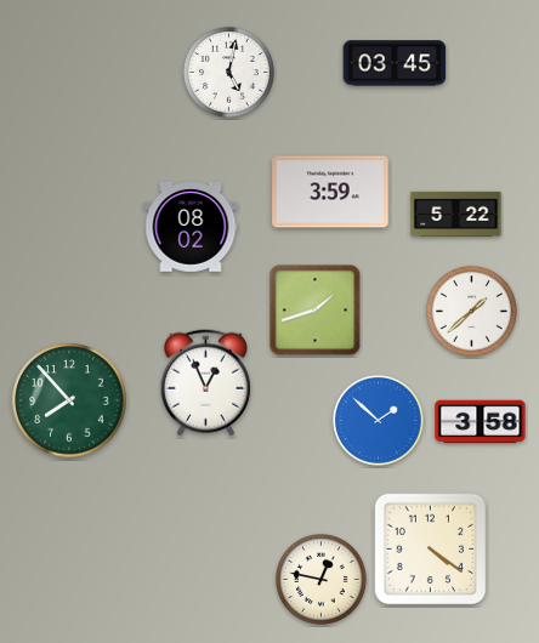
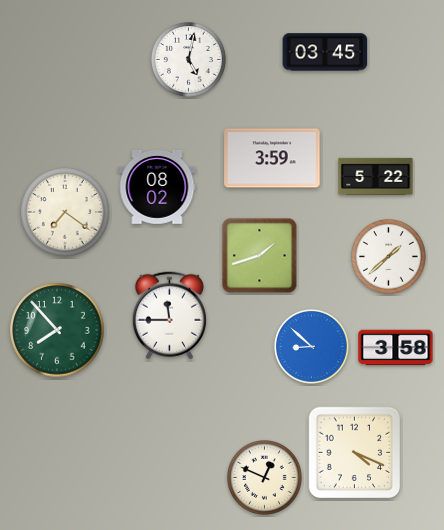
clock at (65, 212): none -> 7:21
clock at (205, 383): 12:56 -> 11:45
clock at (378, 420): 1:52 -> 8:52
clock at (431, 550): 4:21 -> 4:19
clock at (320, 579): 12:47 -> 12:49
